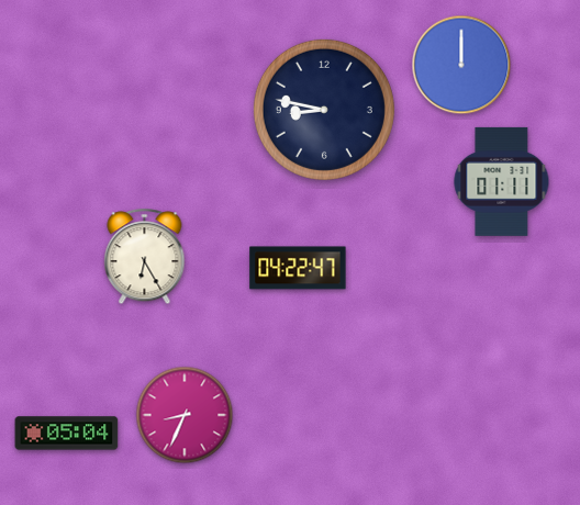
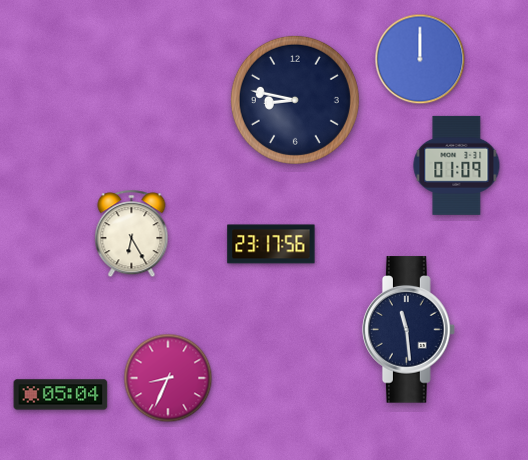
clock at (502, 181): 01:11 -> 01:09
clock at (298, 268): 04:22 -> 23:17
clock at (409, 330): none -> 11:29
